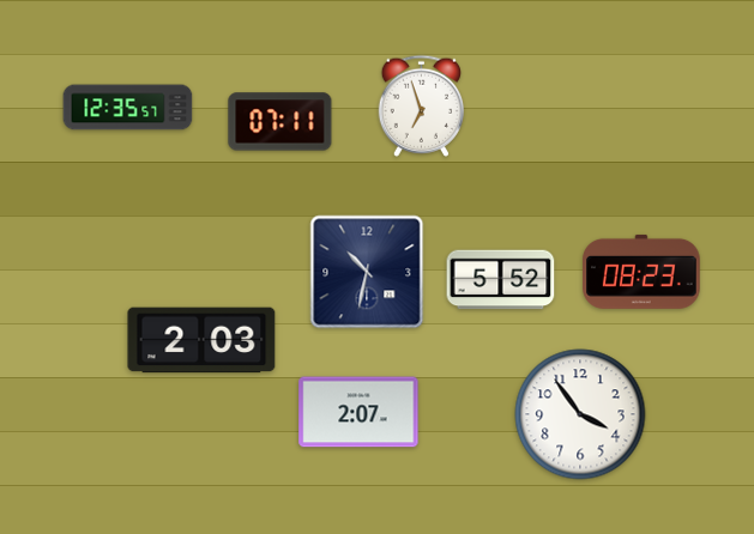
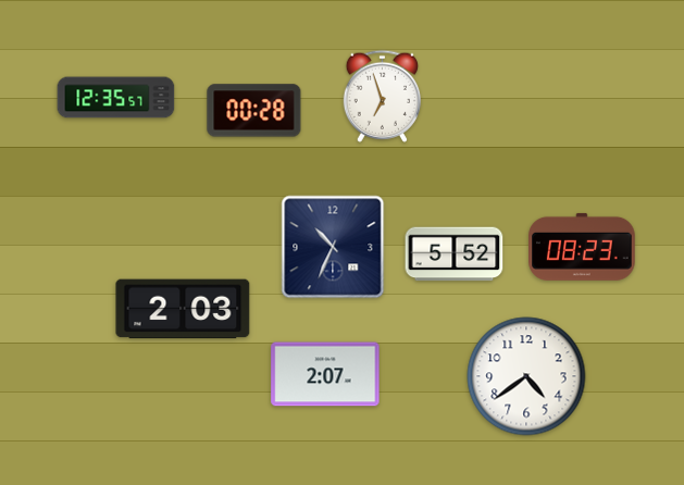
clock at (281, 122): 07:11 -> 00:28
clock at (367, 272): 10:32 -> 10:34
clock at (580, 414): 3:54 -> 4:39
